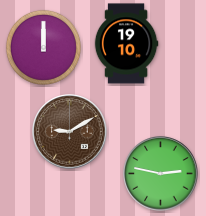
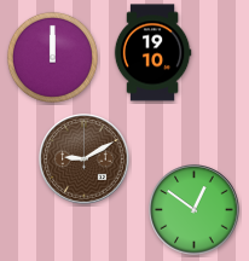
clock at (161, 174): 2:47 -> 12:51
